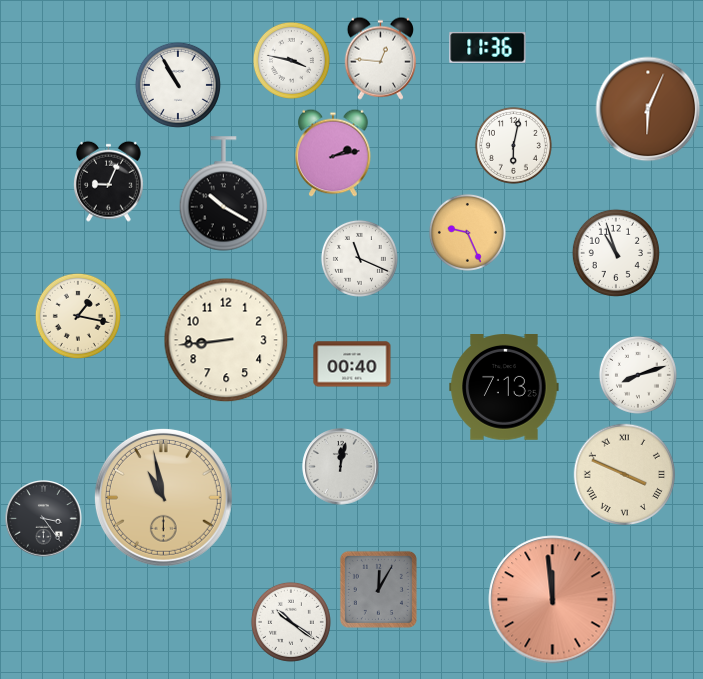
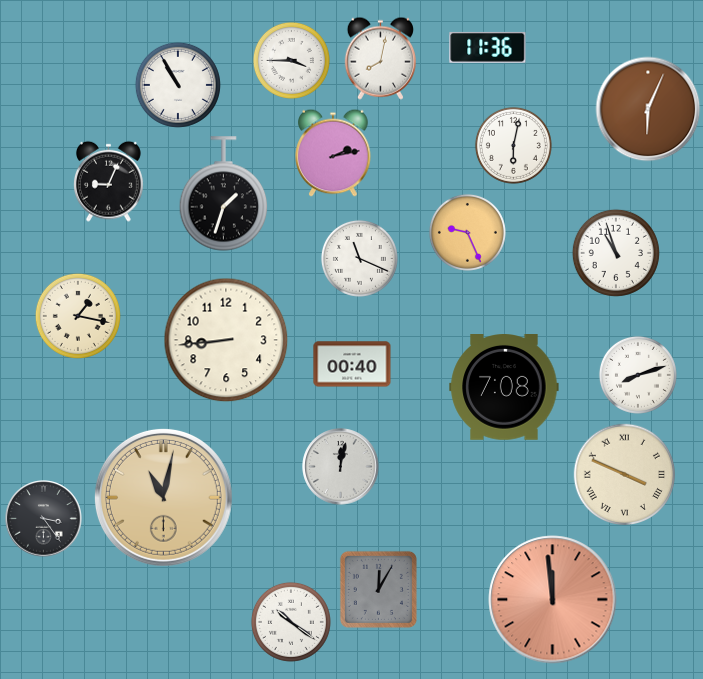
clock at (380, 58): 12:46 -> 8:02
clock at (291, 60): 3:47 -> 3:45
clock at (224, 194): 10:20 -> 1:33
clock at (504, 388): 7:13 -> 7:08
clock at (163, 497): 10:58 -> 11:02
